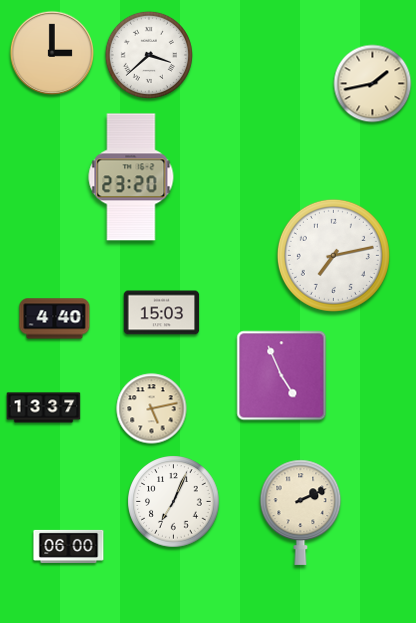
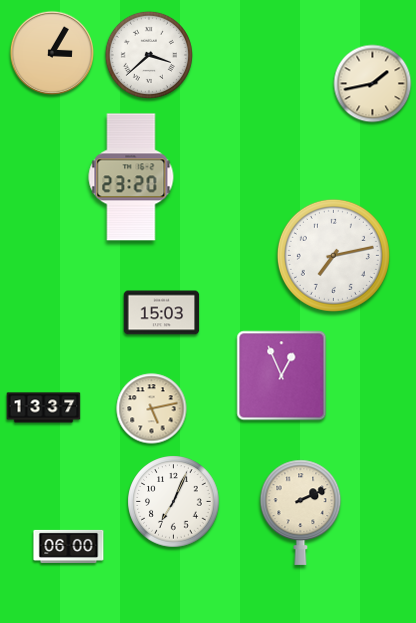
clock at (51, 52): 3:00 -> 3:05
clock at (55, 319): 4:40 -> none
clock at (282, 376): 4:56 -> 12:56
